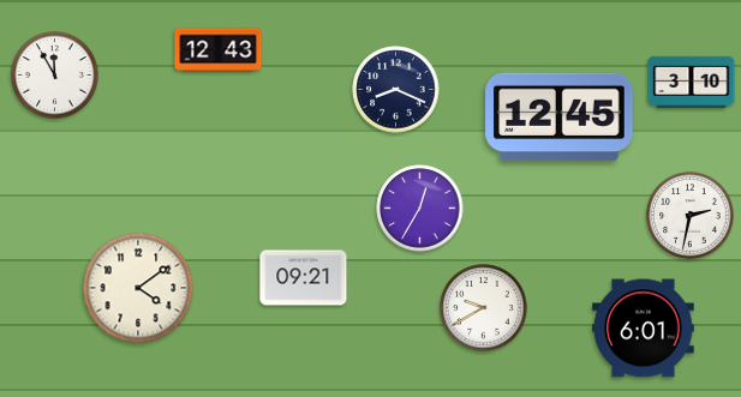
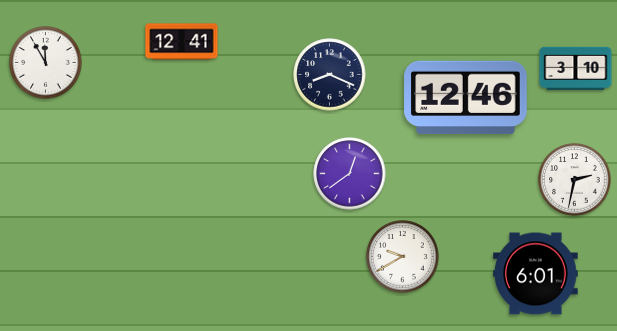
clock at (219, 50): 12:43 -> 12:41
clock at (560, 118): 12:45 -> 12:46
clock at (420, 209): 12:35 -> 12:39
clock at (304, 278): 09:21 -> none
clock at (138, 288): 4:09 -> none
